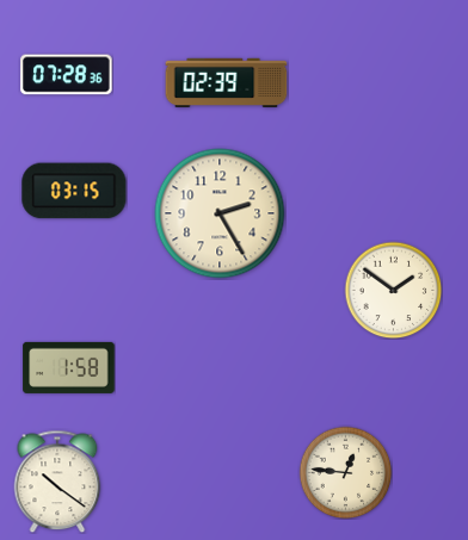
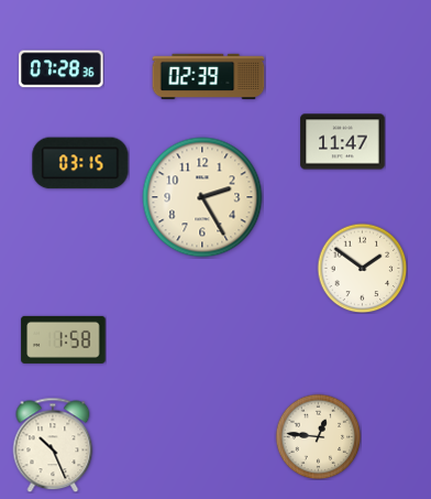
clock at (343, 142): none -> 11:47
clock at (74, 191) position: (74, 191) -> (80, 163)
clock at (57, 482): 10:21 -> 10:26
